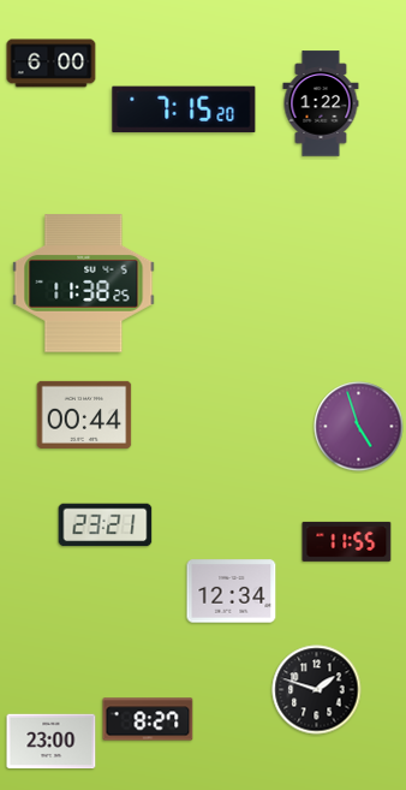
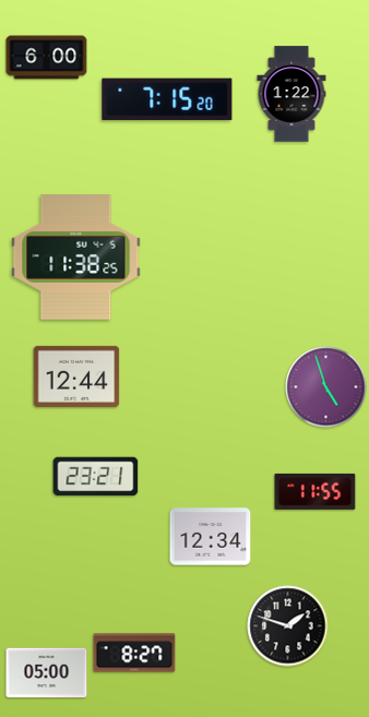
clock at (84, 415): 00:44 -> 12:44
clock at (52, 742): 23:00 -> 05:00
